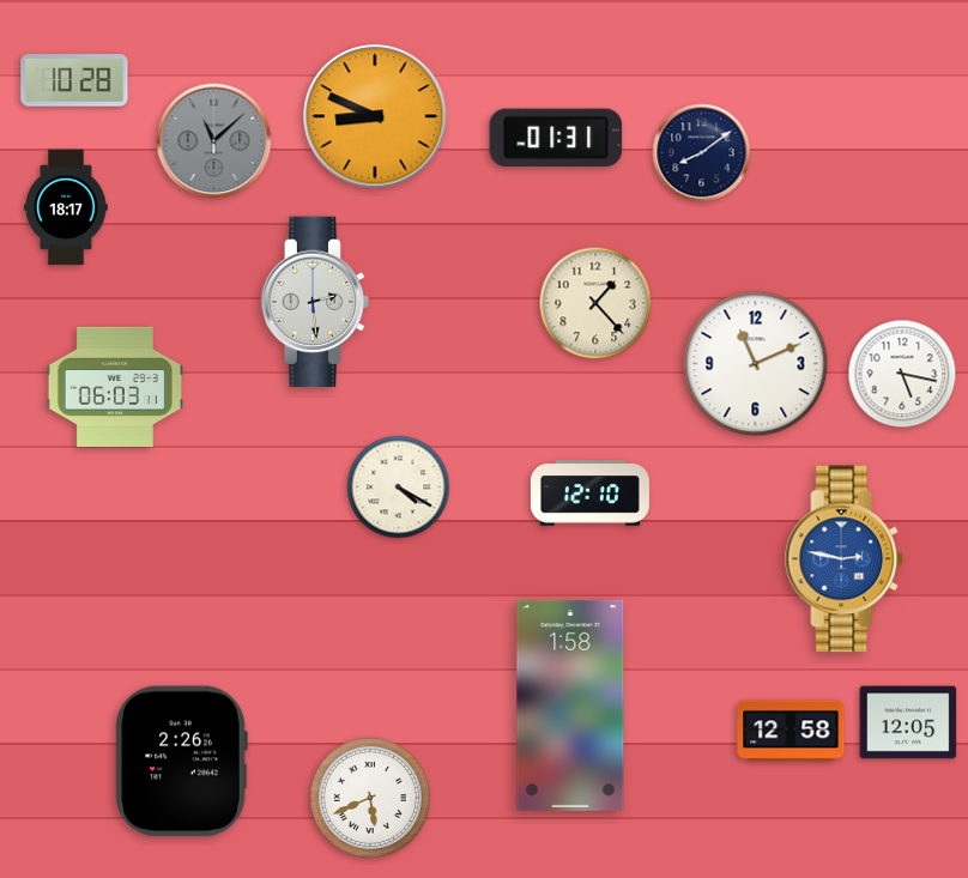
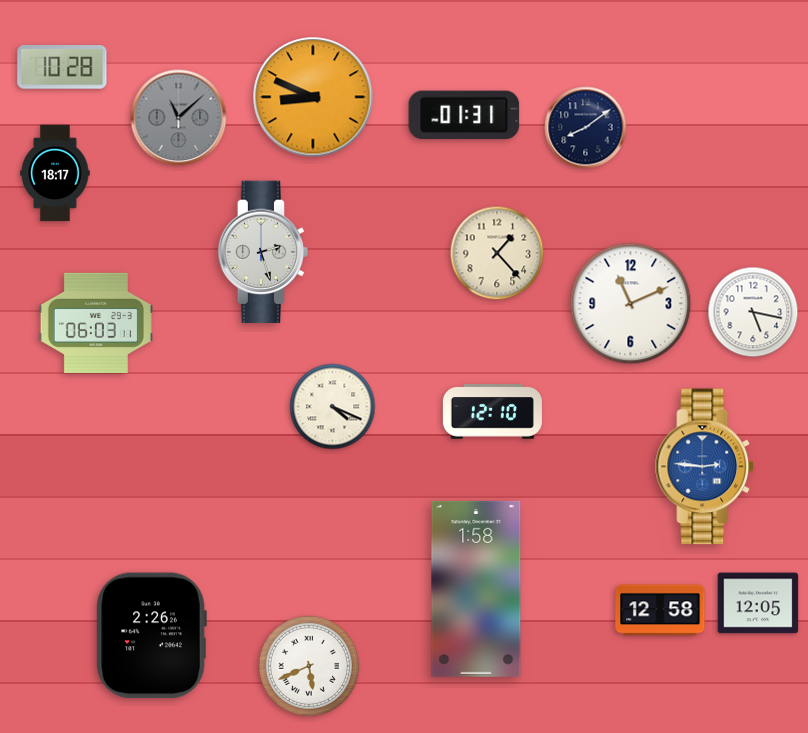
clock at (315, 302): 2:29 -> 2:27
clock at (399, 488): 4:20 -> 4:19
clock at (845, 559): 2:47 -> 2:46
